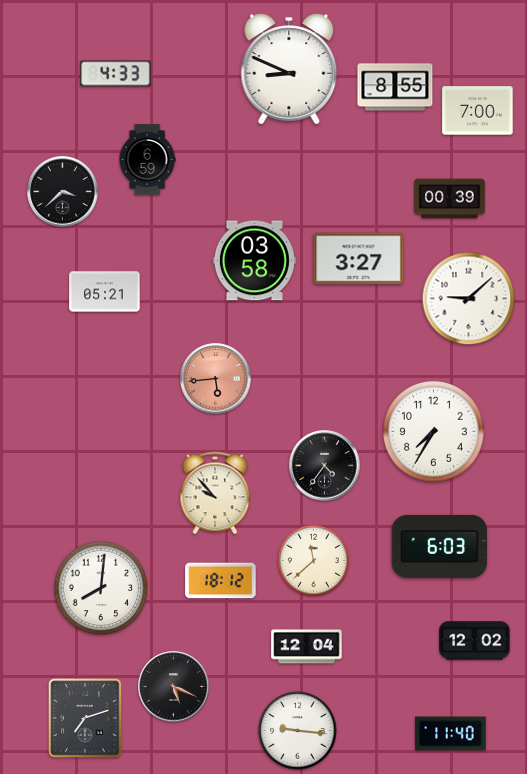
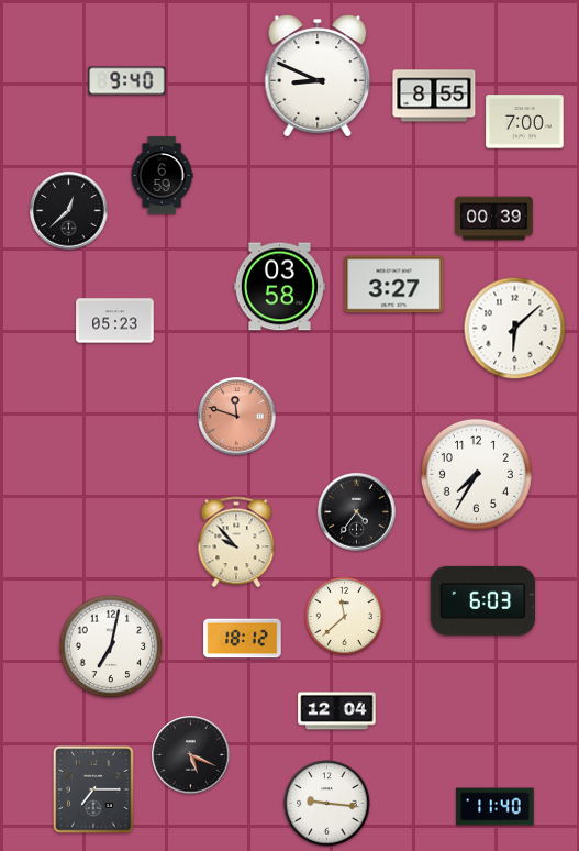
clock at (116, 74): 4:33 -> 9:40
clock at (63, 192): 3:38 -> 12:38
clock at (105, 292): 05:21 -> 05:23
clock at (469, 299): 9:08 -> 6:08
clock at (216, 379): 5:44 -> 11:48
clock at (101, 588): 8:01 -> 7:02
clock at (475, 641): 12:02 -> none
clock at (85, 718): 7:12 -> 7:15
